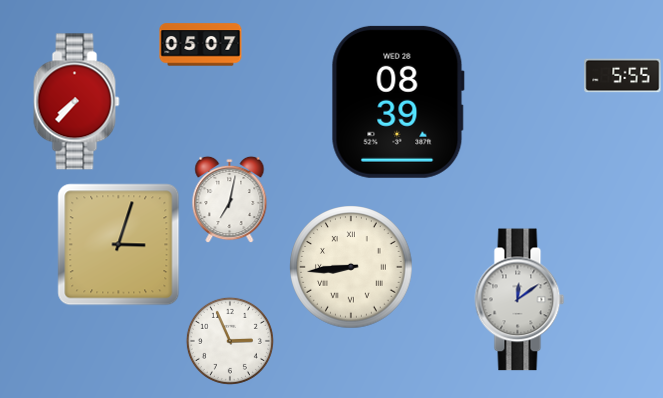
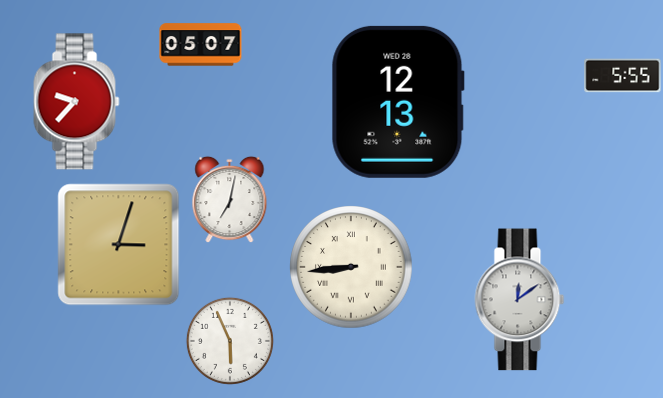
clock at (77, 102): 7:37 -> 9:37
clock at (398, 102): 08:39 -> 12:13
clock at (230, 341): 2:56 -> 5:56
